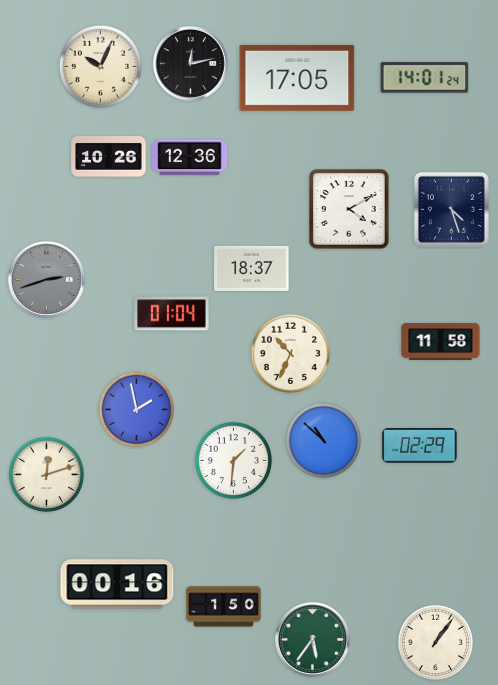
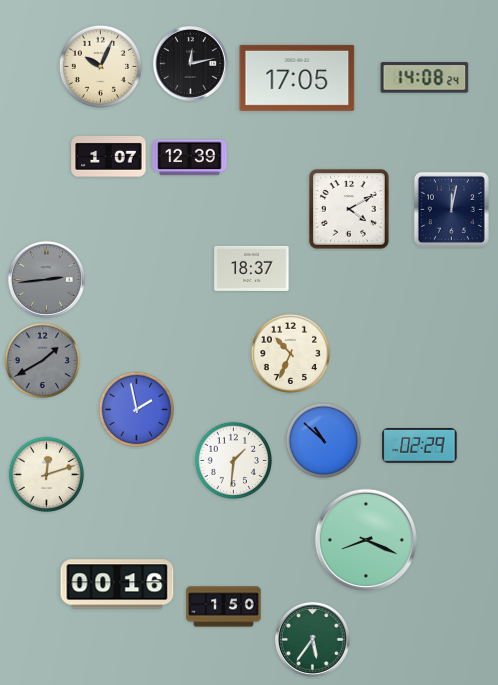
clock at (425, 78): 14:01 -> 14:08
clock at (109, 157): 10:26 -> 1:07
clock at (190, 158): 12:36 -> 12:39
clock at (451, 209): 4:27 -> 12:02
clock at (46, 279): 2:42 -> 2:44
clock at (172, 314): 01:04 -> none
clock at (441, 341): 11:58 -> none
clock at (42, 360): none -> 1:40
clock at (366, 540): none -> 8:19
clock at (435, 642): 1:06 -> none
